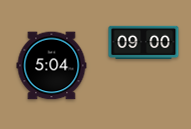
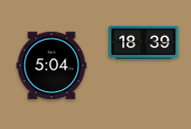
clock at (144, 43): 09:00 -> 18:39
